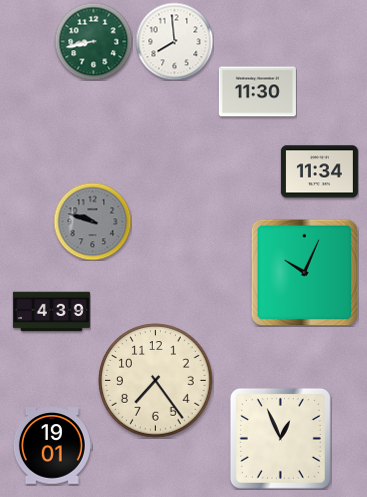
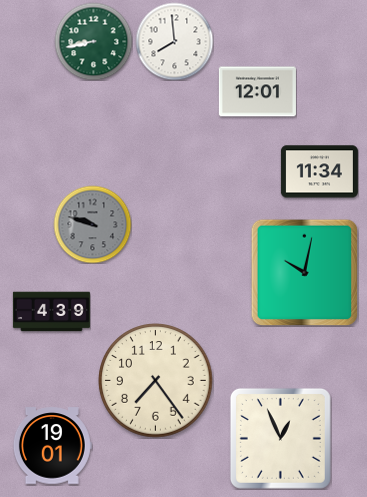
clock at (257, 92): 11:30 -> 12:01
clock at (92, 221) position: (92, 221) -> (92, 224)
clock at (304, 272): 10:04 -> 10:02
